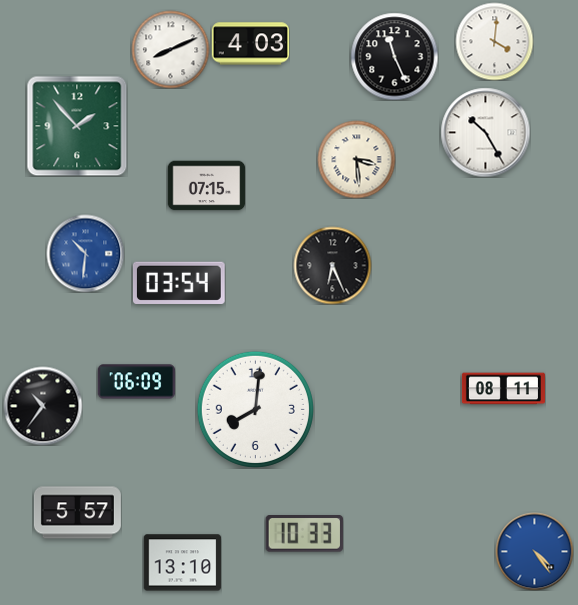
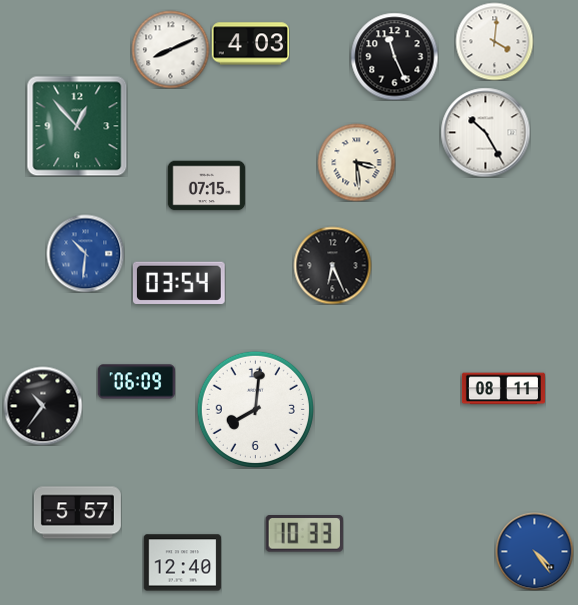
clock at (77, 126): 1:53 -> 12:53
clock at (356, 159) position: (356, 159) -> (356, 162)
clock at (182, 563): 13:10 -> 12:40
